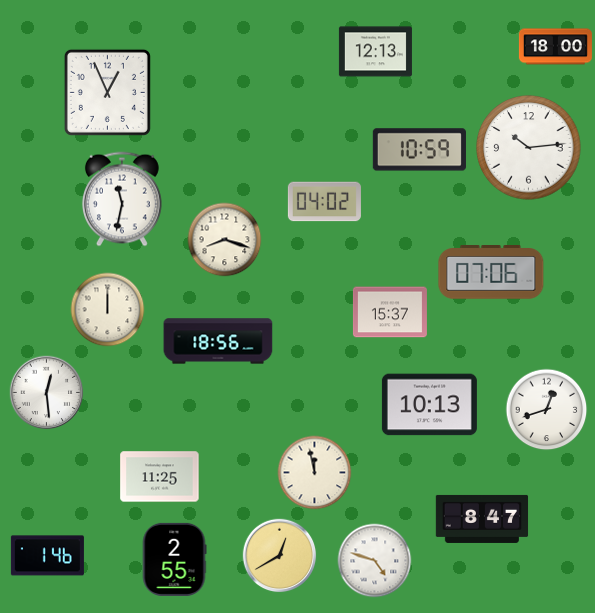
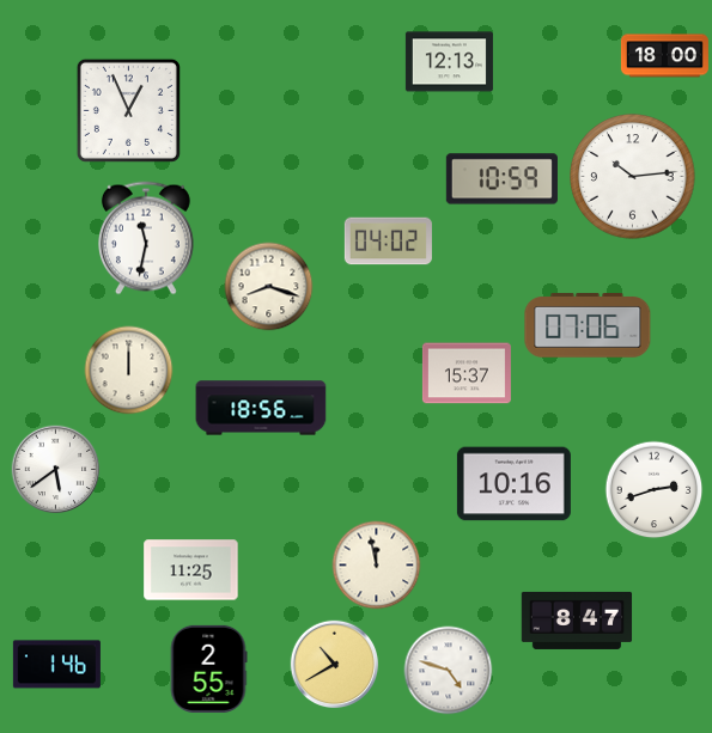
clock at (47, 393): 12:29 -> 5:39
clock at (429, 405): 10:13 -> 10:16
clock at (547, 410): 12:42 -> 2:42
clock at (280, 556): 12:40 -> 10:40
